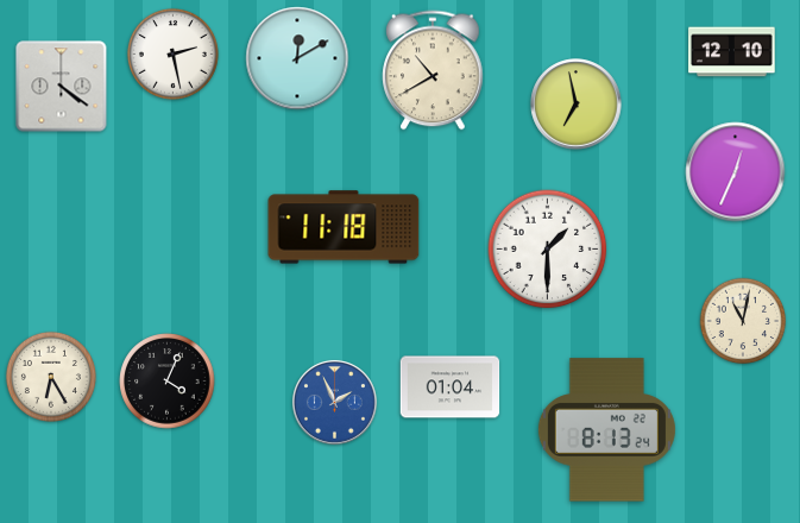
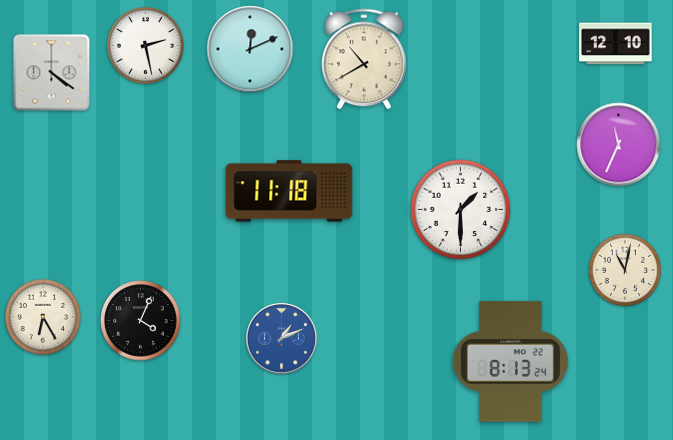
clock at (297, 58): 12:10 -> 12:11
clock at (577, 105): 6:58 -> none
clock at (736, 172): 12:34 -> 11:34
clock at (451, 387): 01:04 -> none
clock at (334, 402): 1:56 -> 1:11
